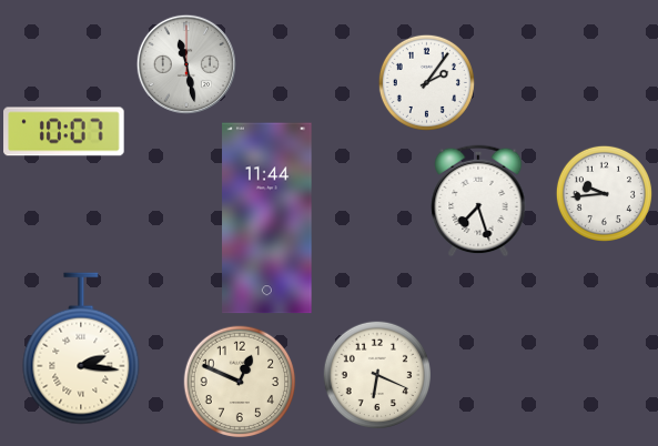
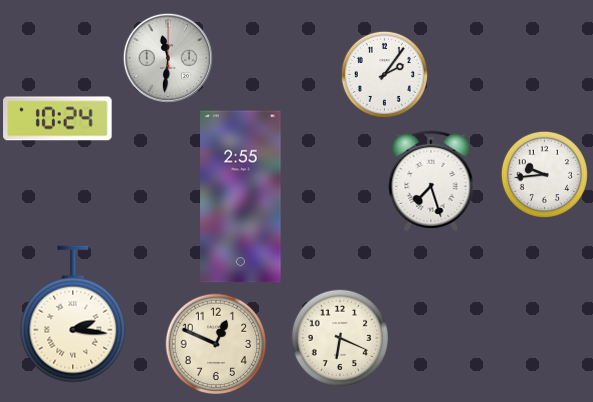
clock at (186, 64): 11:28 -> 11:31
clock at (64, 132): 10:07 -> 10:24
clock at (267, 219): 11:44 -> 2:55
